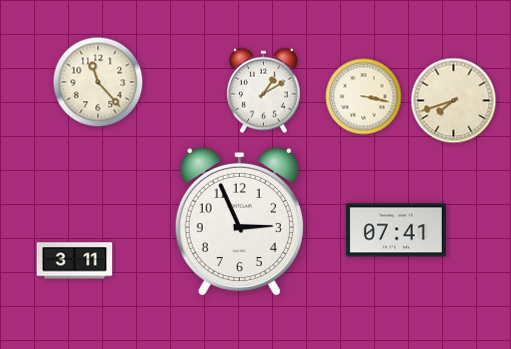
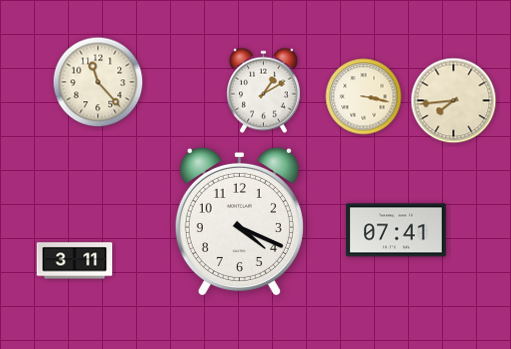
clock at (454, 101): 7:42 -> 7:44
clock at (239, 222): 2:56 -> 4:19
